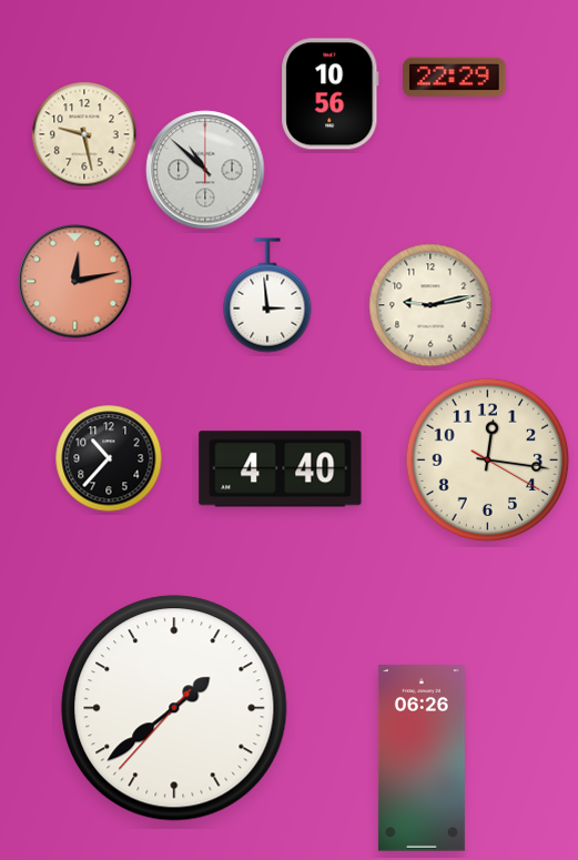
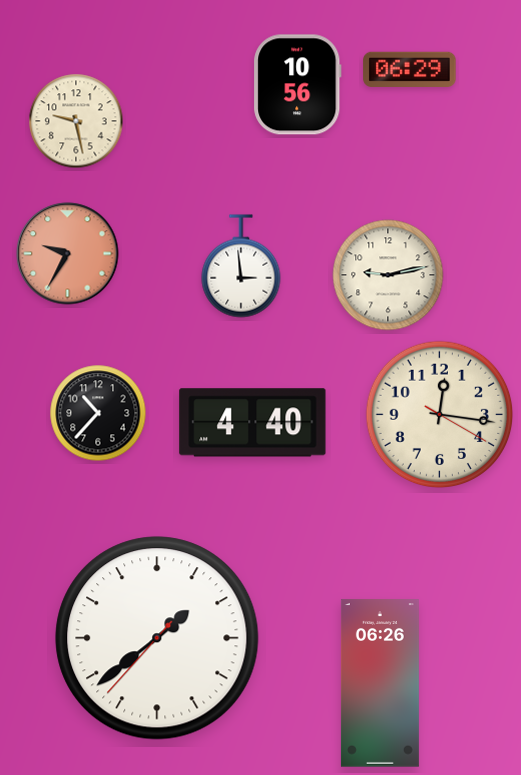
clock at (455, 77): 22:29 -> 06:29
clock at (205, 170): 10:52 -> none
clock at (75, 282): 12:13 -> 9:35
